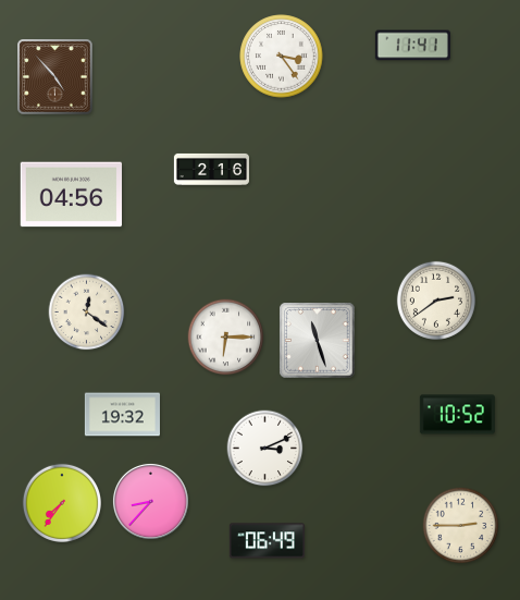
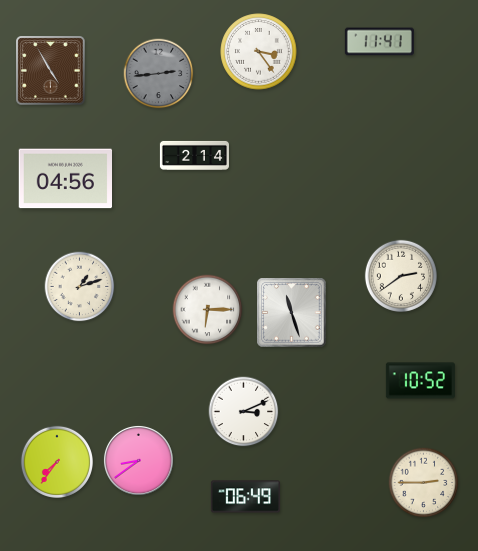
clock at (55, 77): 4:53 -> 4:55
clock at (159, 74): none -> 2:44
clock at (211, 169): 2:16 -> 2:14
clock at (87, 313): 12:21 -> 1:12
clock at (122, 415): 19:32 -> none
clock at (150, 501): 8:37 -> 8:39
